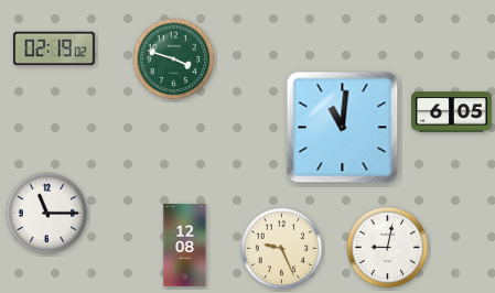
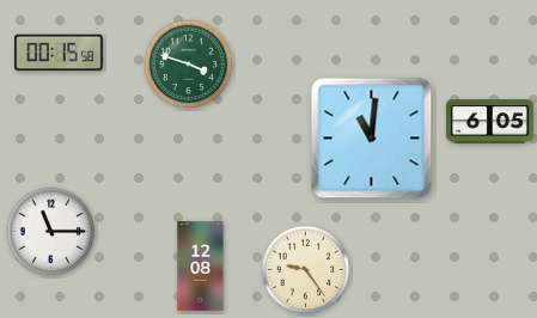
clock at (54, 48): 02:19 -> 00:15
clock at (388, 248): 9:02 -> none
clock at (282, 249): 9:26 -> 9:24
